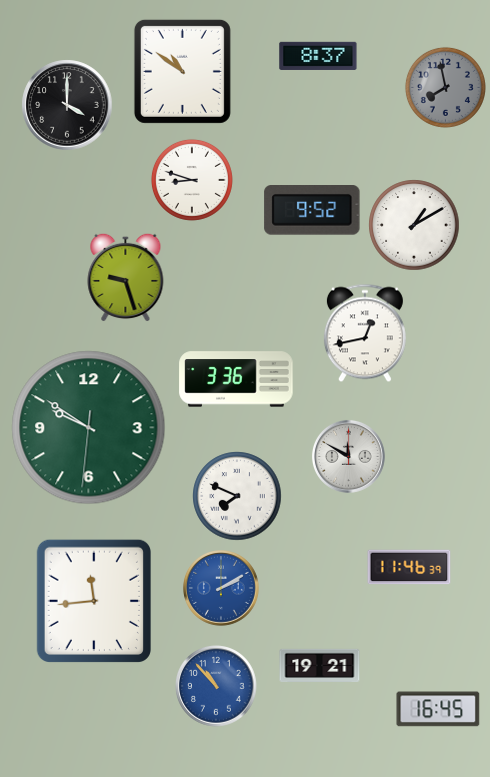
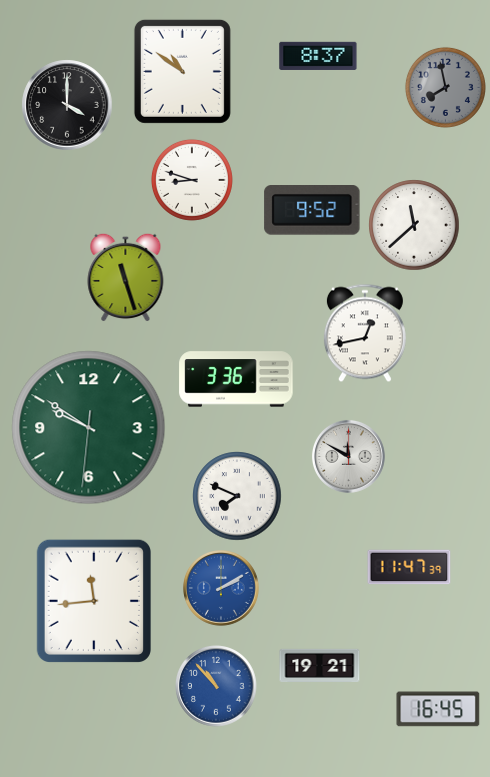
clock at (414, 225): 1:10 -> 11:38
clock at (126, 277): 9:27 -> 11:27
clock at (409, 567): 11:46 -> 11:47
